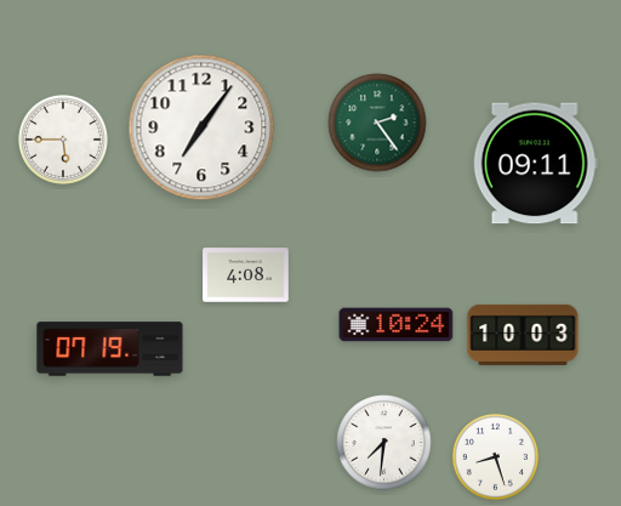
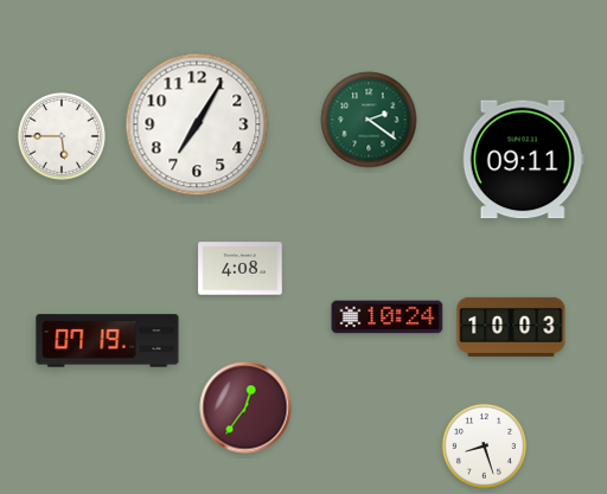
clock at (377, 123): 2:24 -> 2:21
clock at (201, 127): 7:06 -> 7:05
clock at (245, 408): none -> 12:36
clock at (384, 443): 7:31 -> none
